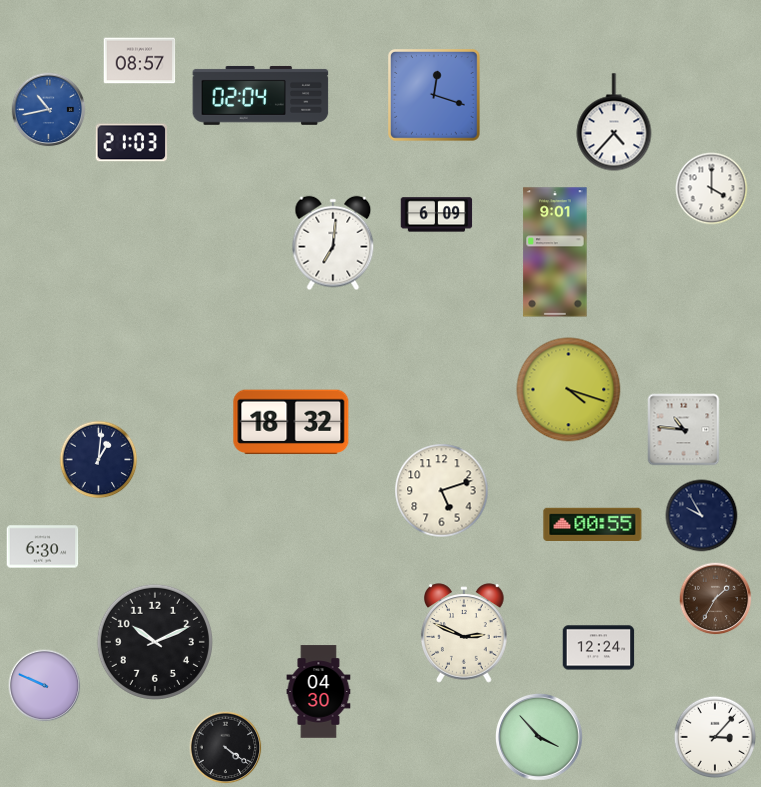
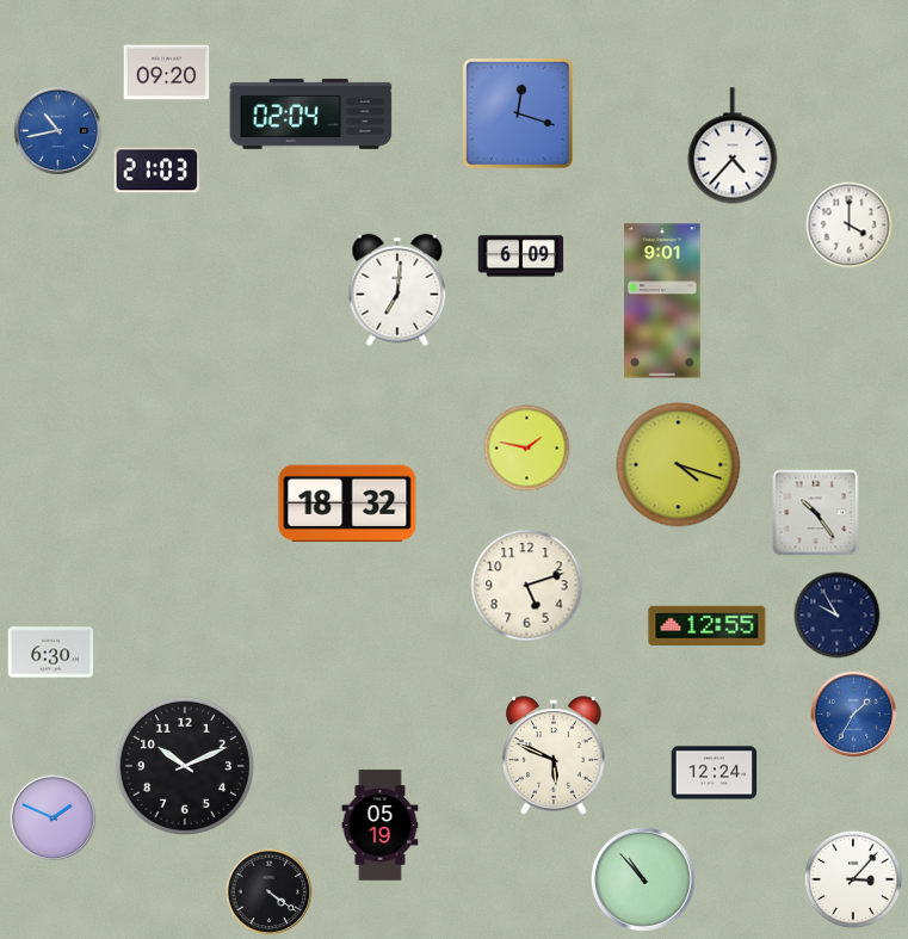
clock at (140, 61): 08:57 -> 09:20
clock at (527, 449): none -> 1:47
clock at (684, 430): 10:46 -> 10:24
clock at (99, 460): 1:01 -> none
clock at (593, 524): 00:55 -> 12:55
clock at (716, 599) dial: brown -> blue
clock at (464, 633): 2:49 -> 5:49
clock at (45, 686): 9:49 -> 1:49
clock at (319, 692): 04:30 -> 05:19
clock at (540, 738): 3:53 -> 10:53
